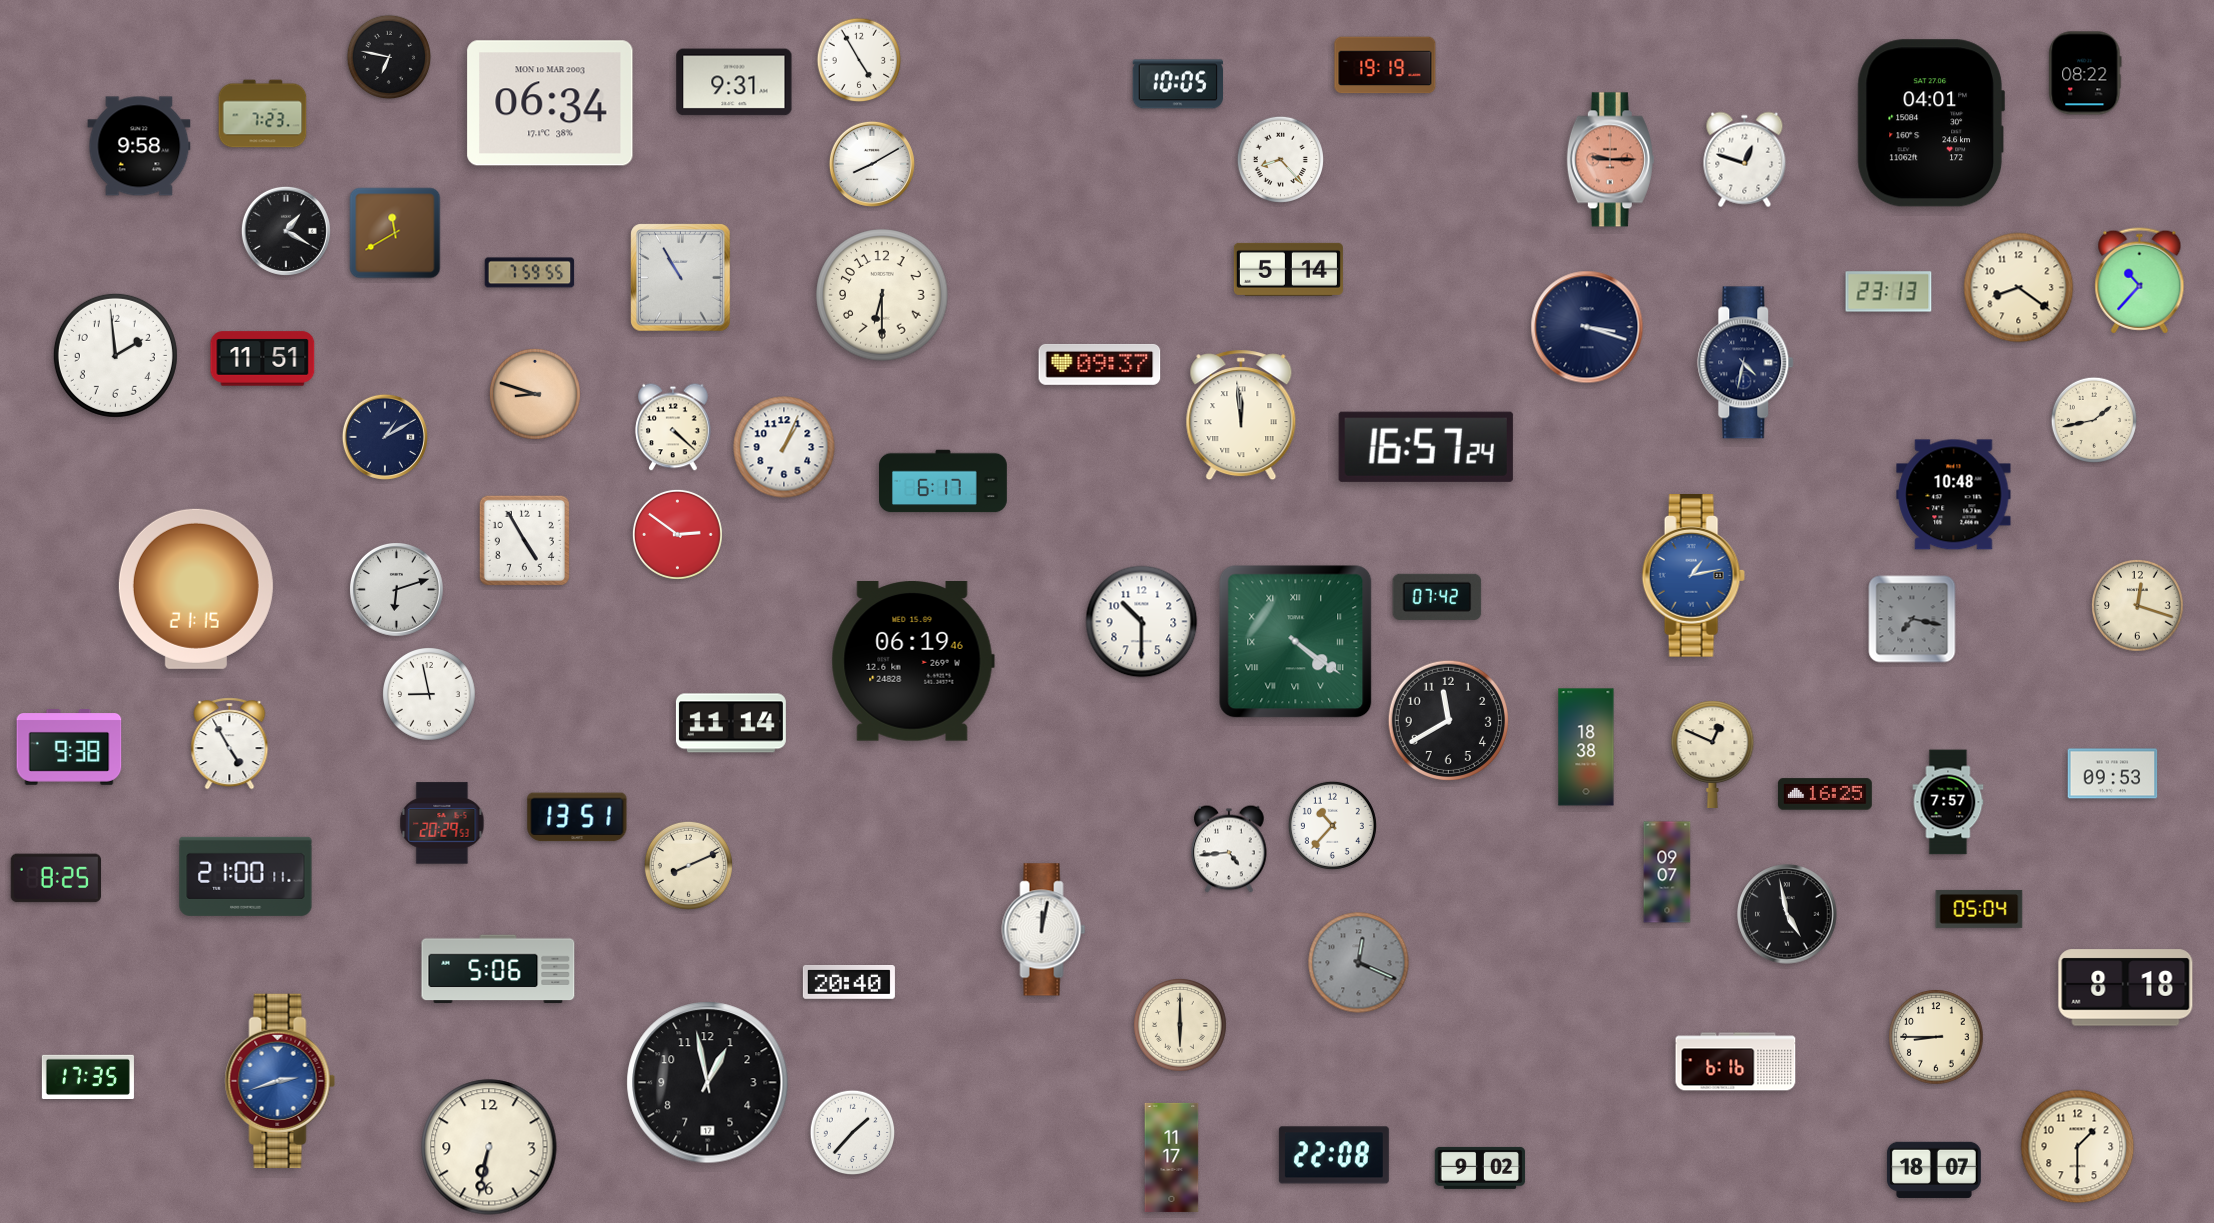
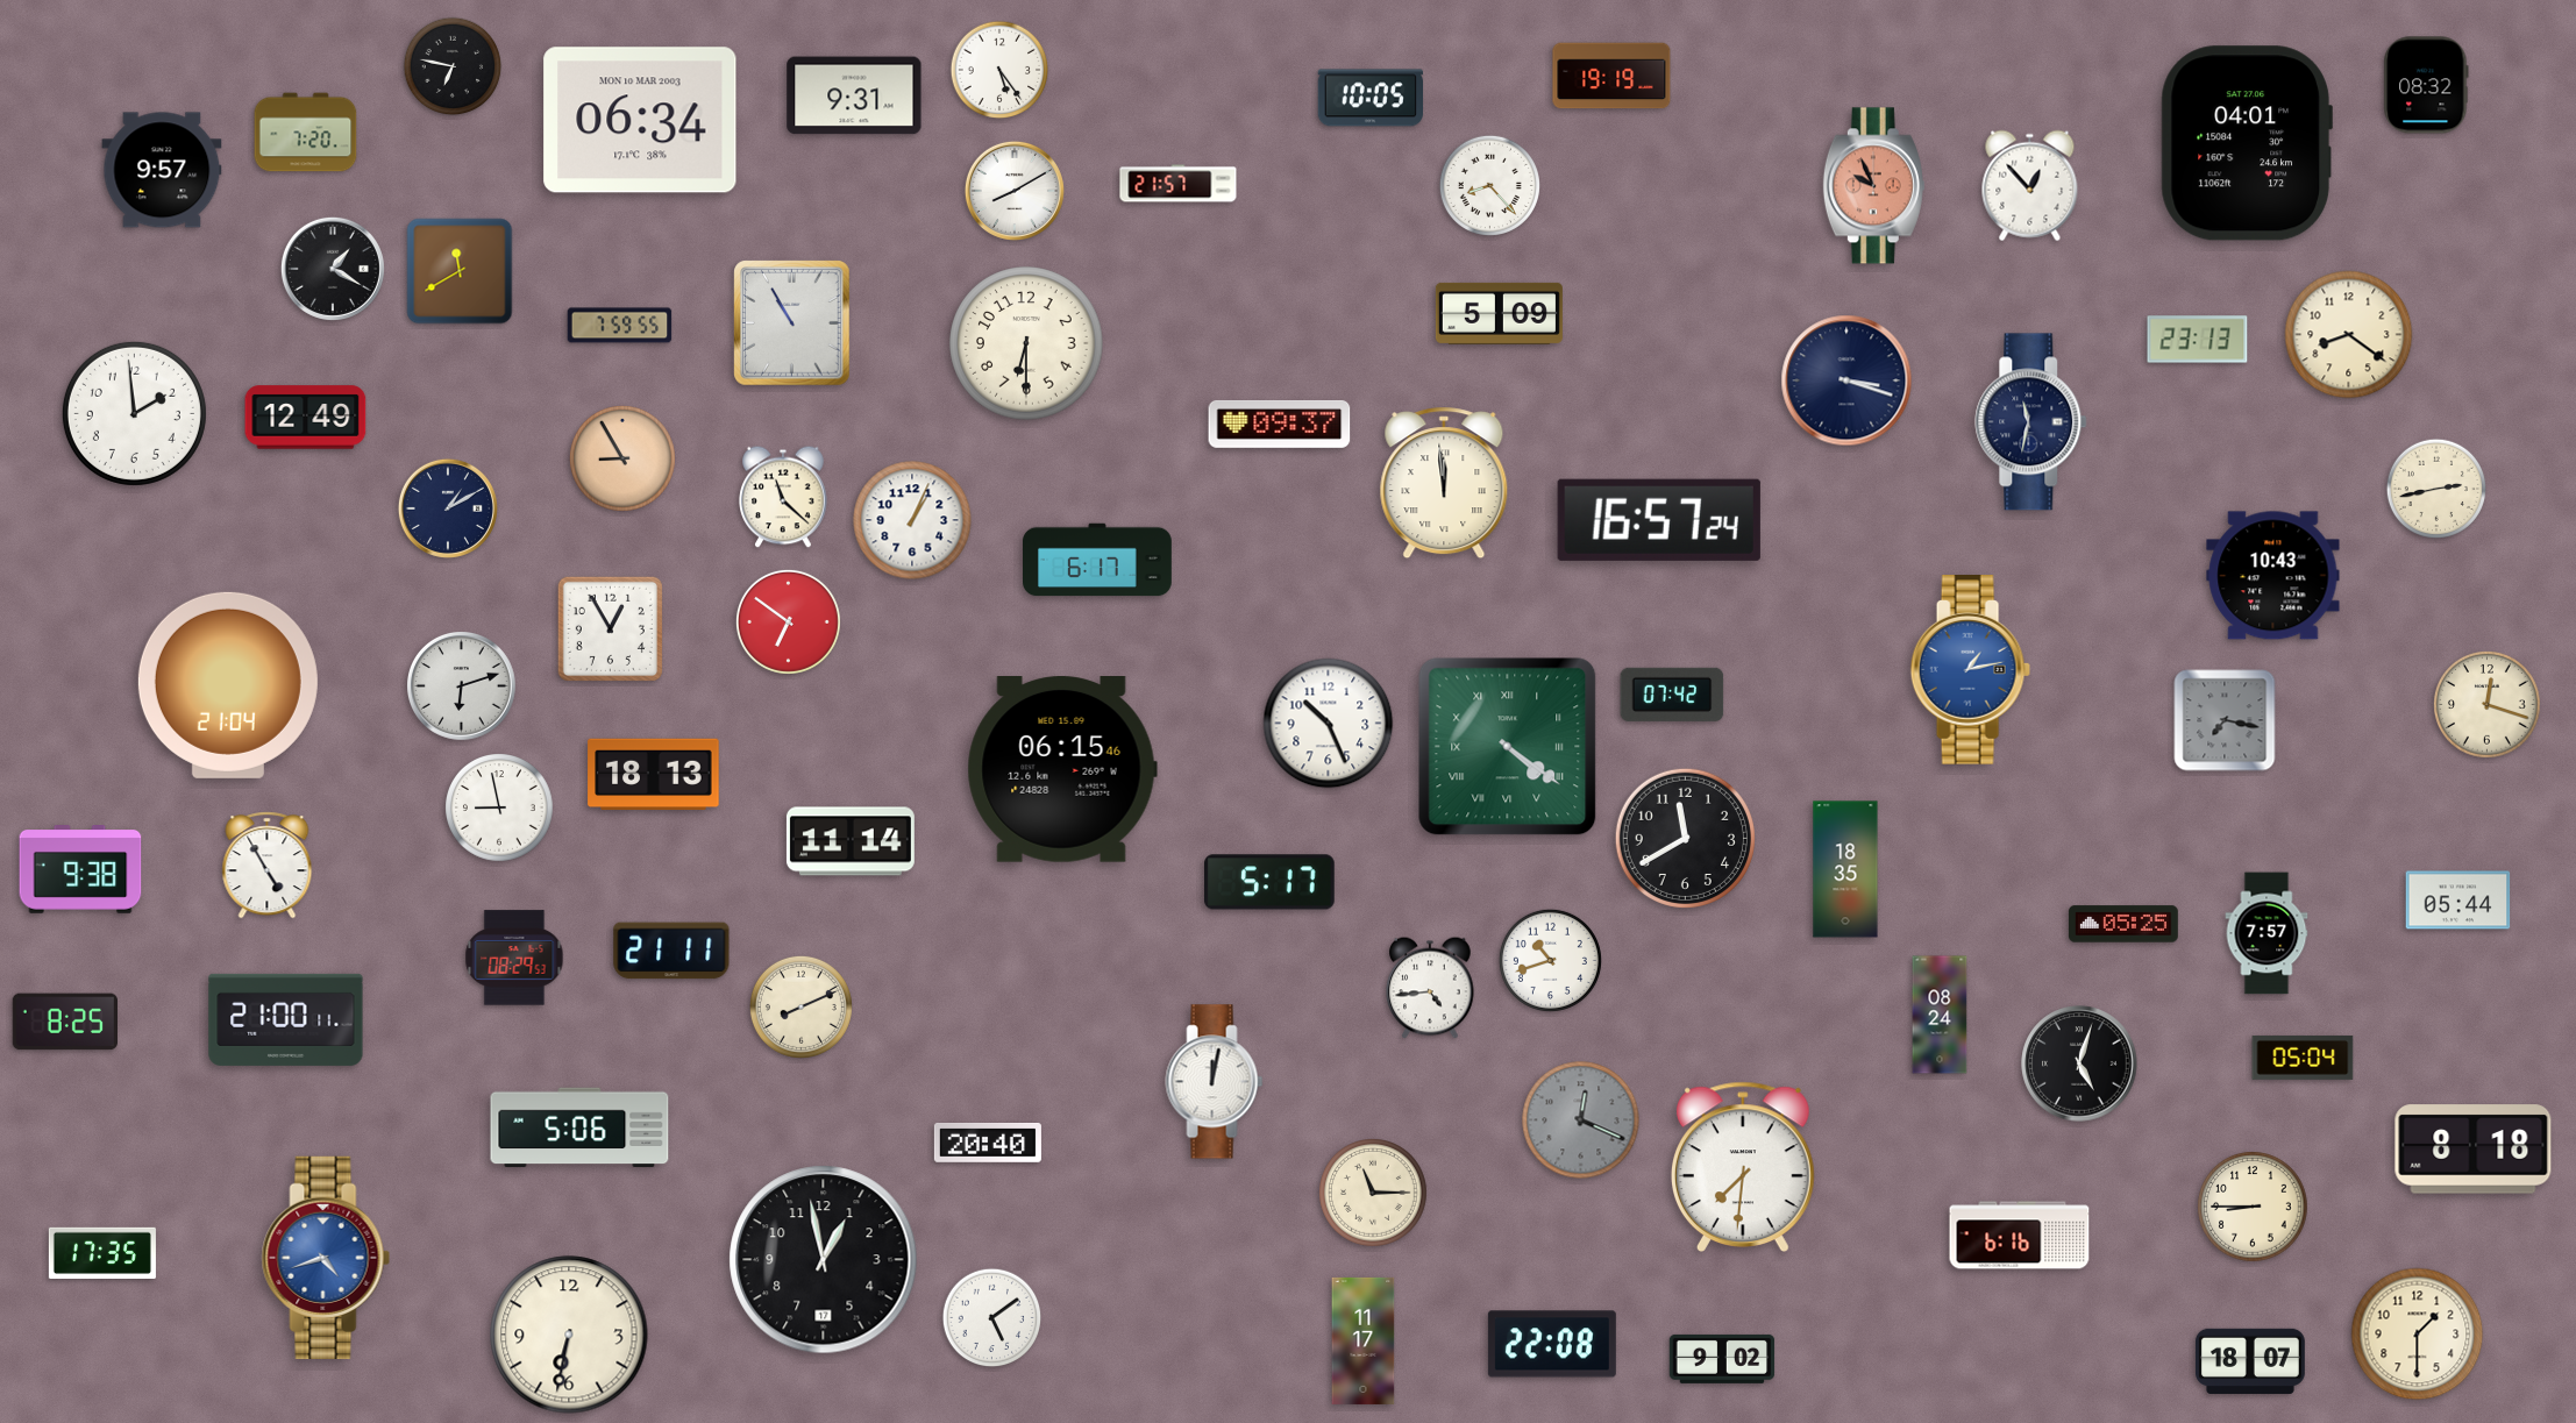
clock at (859, 60): 4:55 -> 5:24
clock at (2085, 73): 08:22 -> 08:32
clock at (263, 114): 7:23 -> 7:20
clock at (139, 146): 9:58 -> 9:57
clock at (1179, 184): none -> 21:57
clock at (1610, 160): 9:15 -> 9:56
clock at (1745, 160): 12:48 -> 12:53
clock at (1288, 269): 5:14 -> 5:09
clock at (530, 273) position: (530, 273) -> (620, 326)
clock at (2140, 281): 10:37 -> none
clock at (263, 359): 11:51 -> 12:49
clock at (1746, 363): 4:32 -> 11:32
clock at (535, 394): 8:48 -> 8:55
clock at (2093, 419): 1:43 -> 2:43
clock at (673, 427): 4:22 -> 11:22
clock at (1954, 495): 10:48 -> 10:43
clock at (677, 534): 2:51 -> 6:51
clock at (524, 540): 4:55 -> 12:55
clock at (196, 589): 21:15 -> 21:04
clock at (1142, 622): 10:30 -> 10:26
clock at (913, 662): 06:19 -> 06:15
clock at (654, 775): none -> 18:13
clock at (1586, 747): 18:38 -> 18:35
clock at (1713, 754): 12:49 -> none
clock at (1271, 882): none -> 5:17
clock at (2113, 774): 09:53 -> 05:44
clock at (1825, 794): 16:25 -> 05:25
clock at (577, 817): 13:51 -> 21:11
clock at (442, 823): 20:29 -> 08:29
clock at (1332, 825): 10:37 -> 10:42
clock at (1667, 872): 09:07 -> 08:24
clock at (1787, 914): 4:58 -> 5:03
clock at (1743, 1166): none -> 7:31
clock at (1181, 1026): 6:00 -> 11:15
clock at (280, 1081): 2:42 -> 4:42
clock at (853, 1133): 1:37 -> 5:09
clock at (1172, 1157) position: (1172, 1157) -> (1364, 1340)
